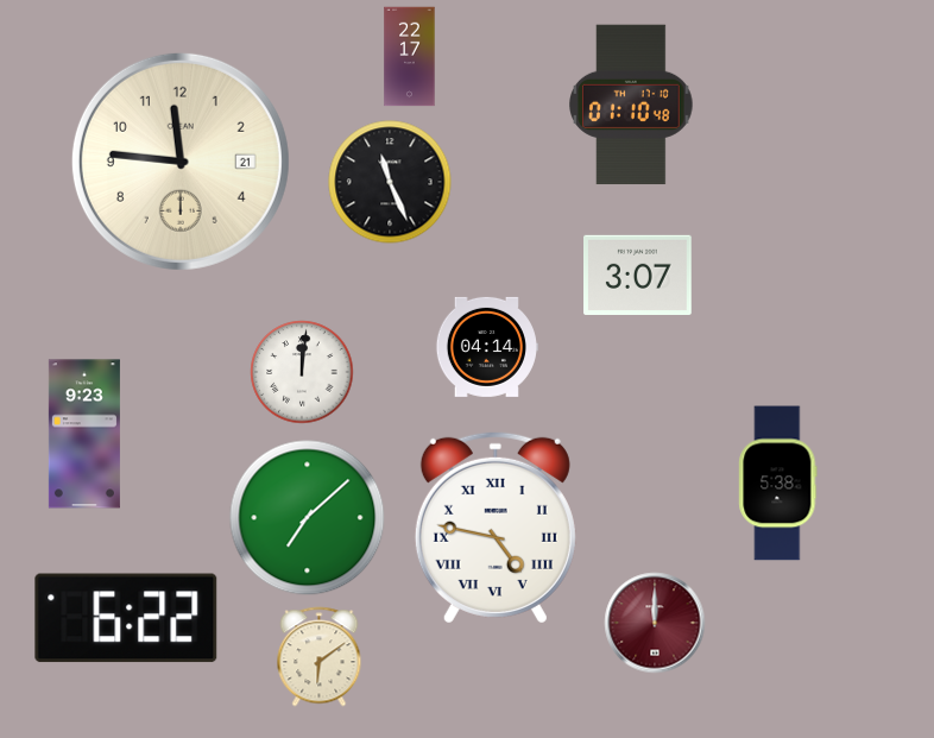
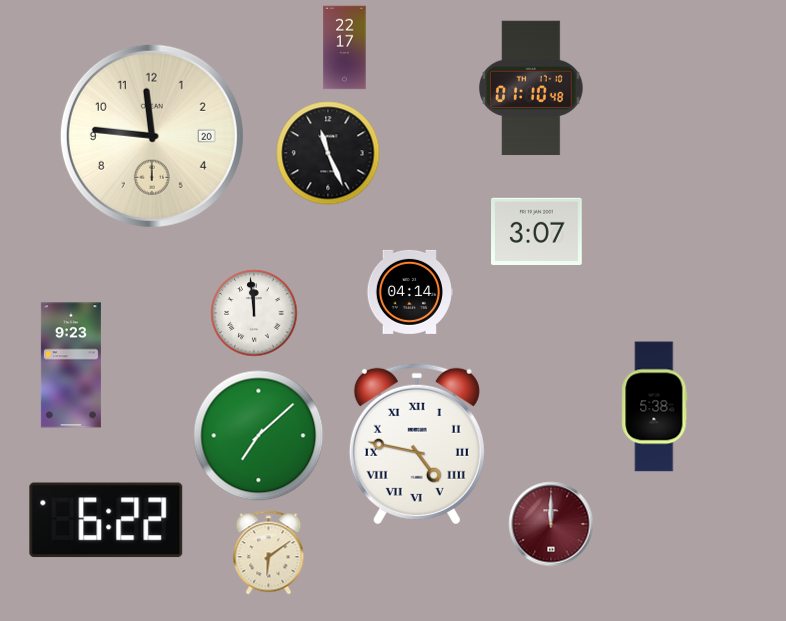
clock at (181, 162) date: 21 -> 20
clock at (302, 372): 12:01 -> 11:59
